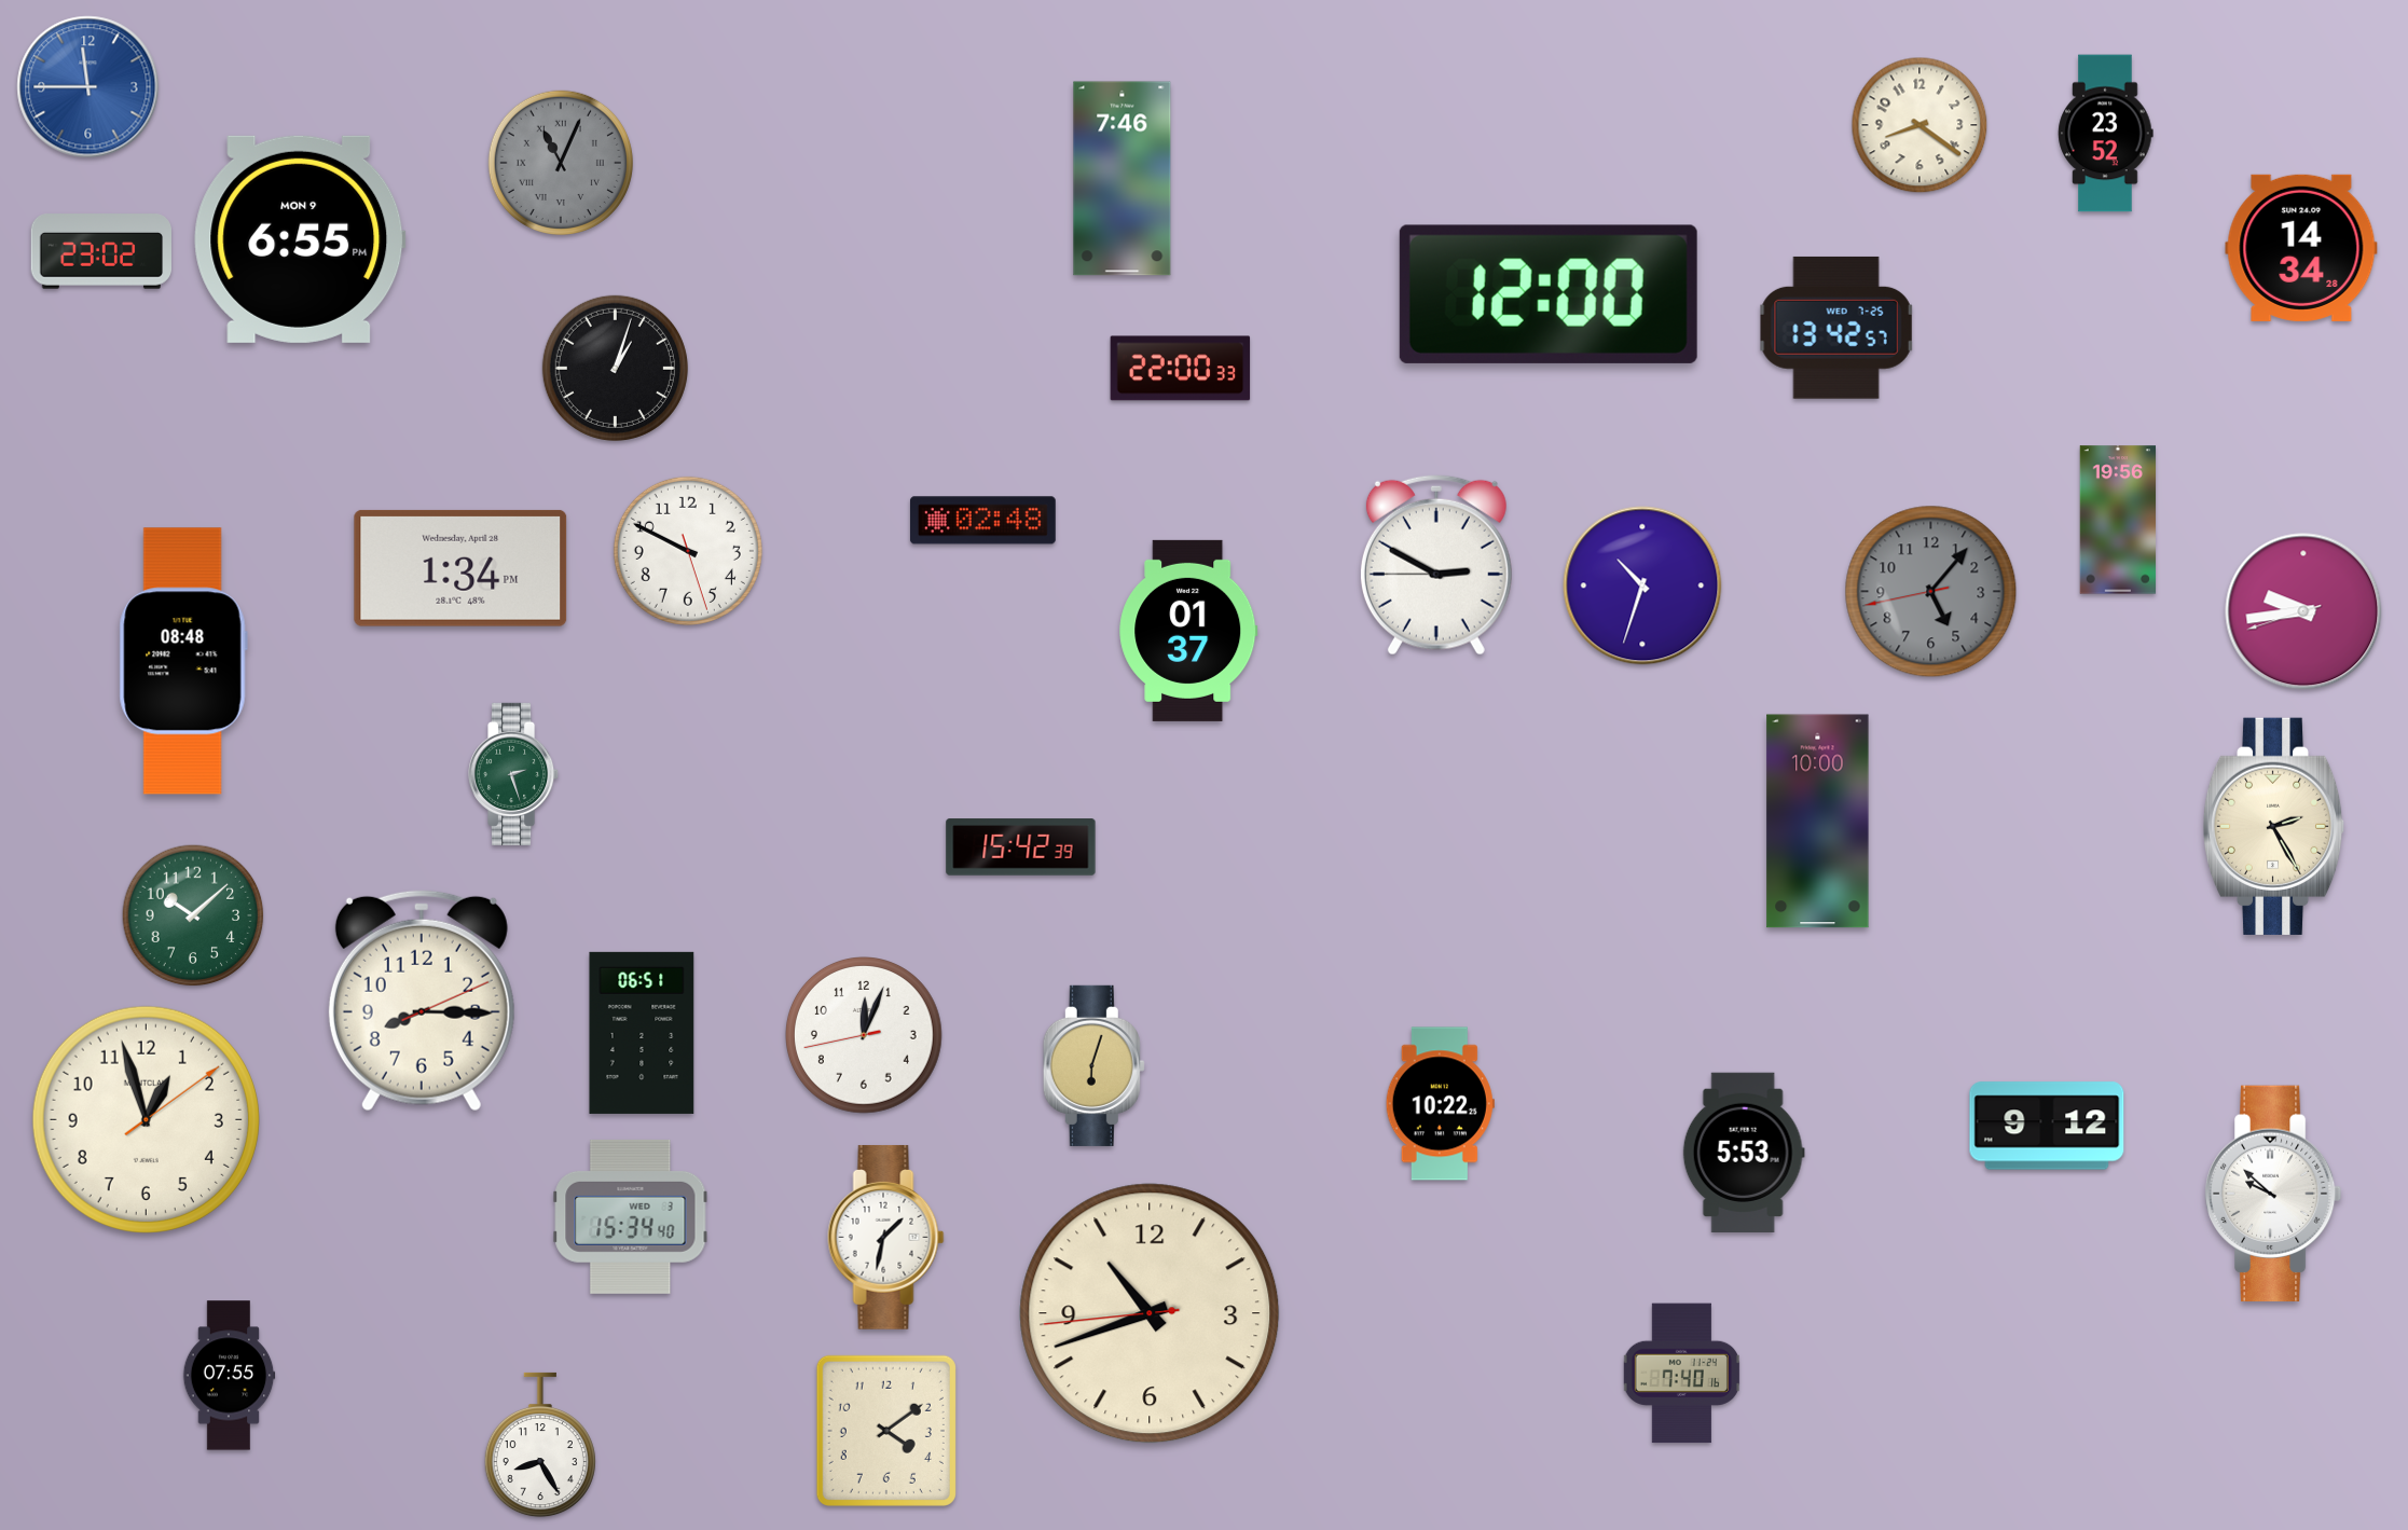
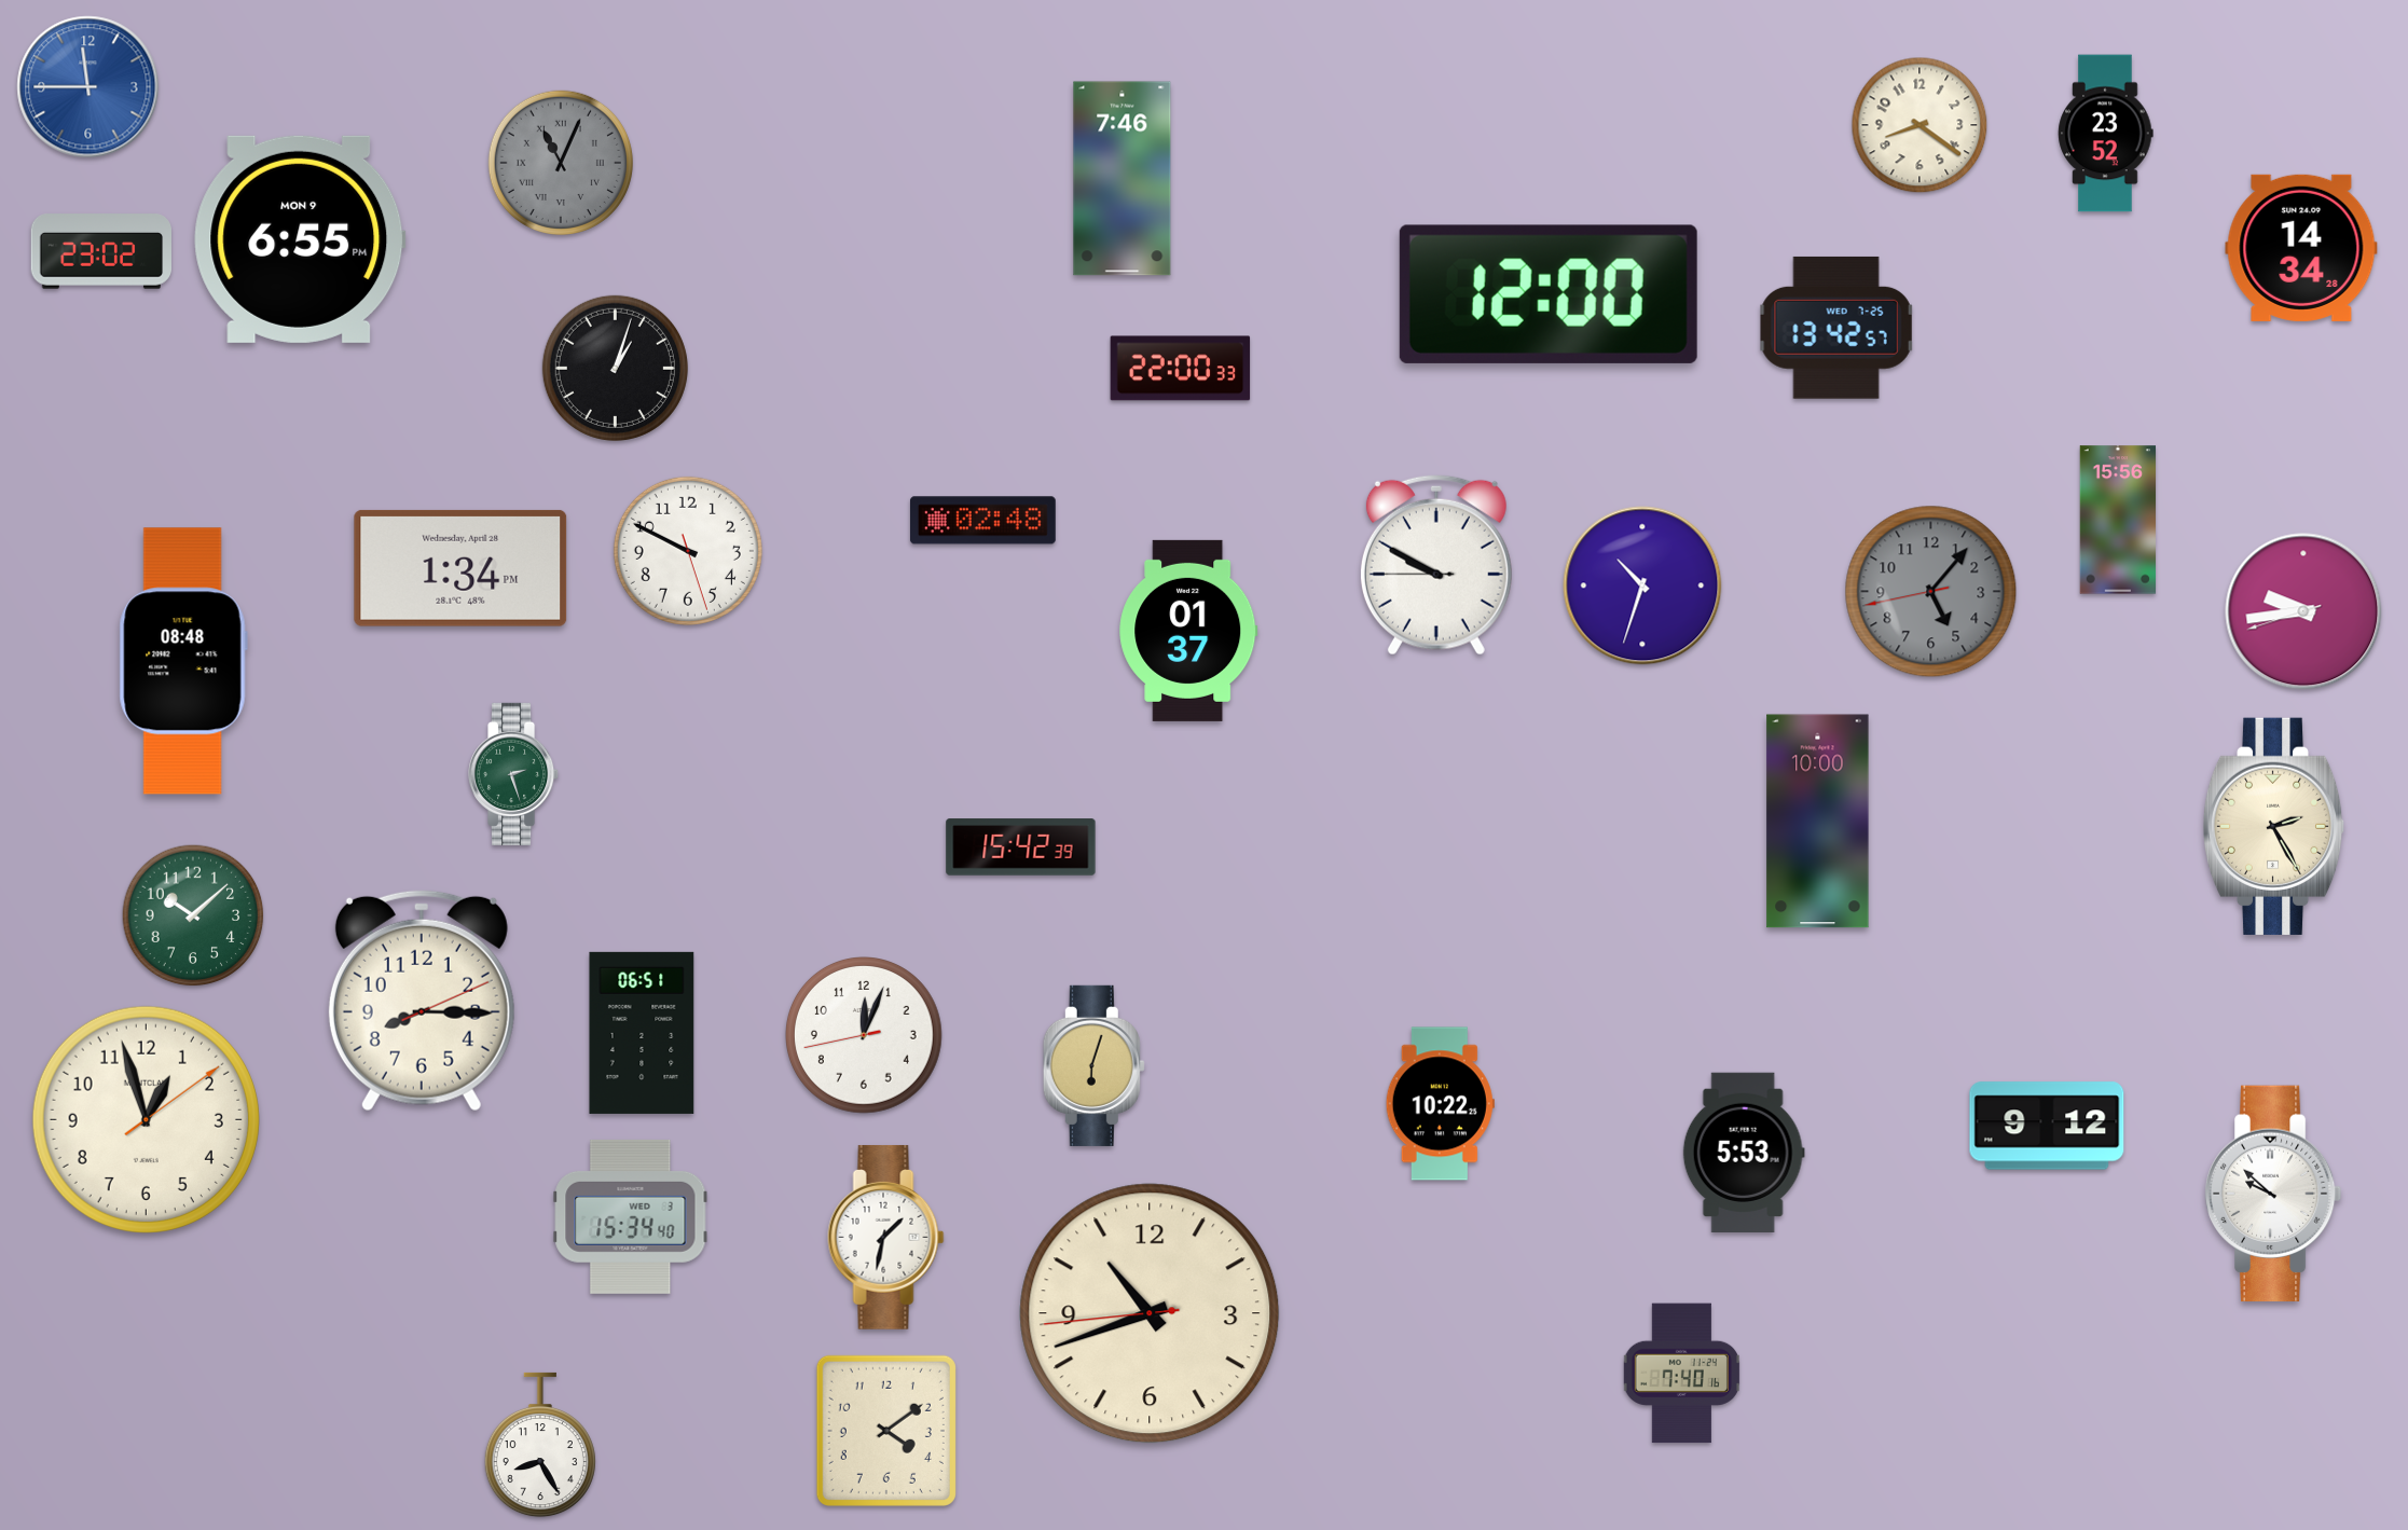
clock at (2118, 520): 19:56 -> 15:56
clock at (1436, 565): 2:49 -> 9:49
clock at (229, 1376): 07:55 -> none
